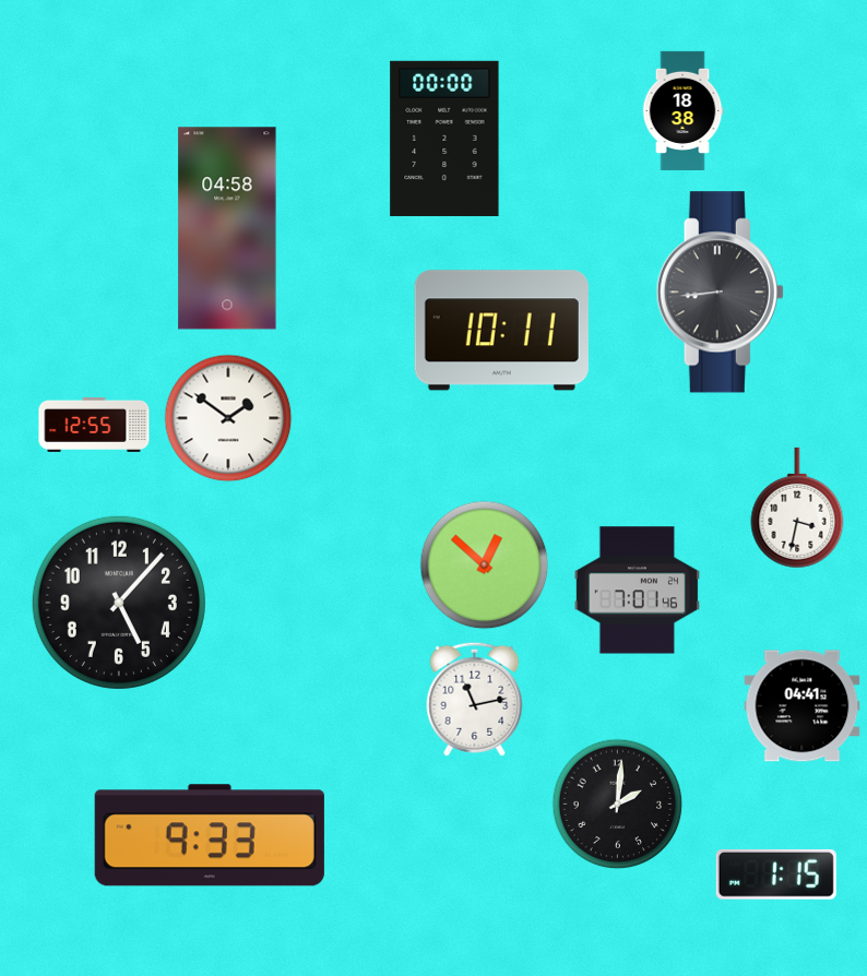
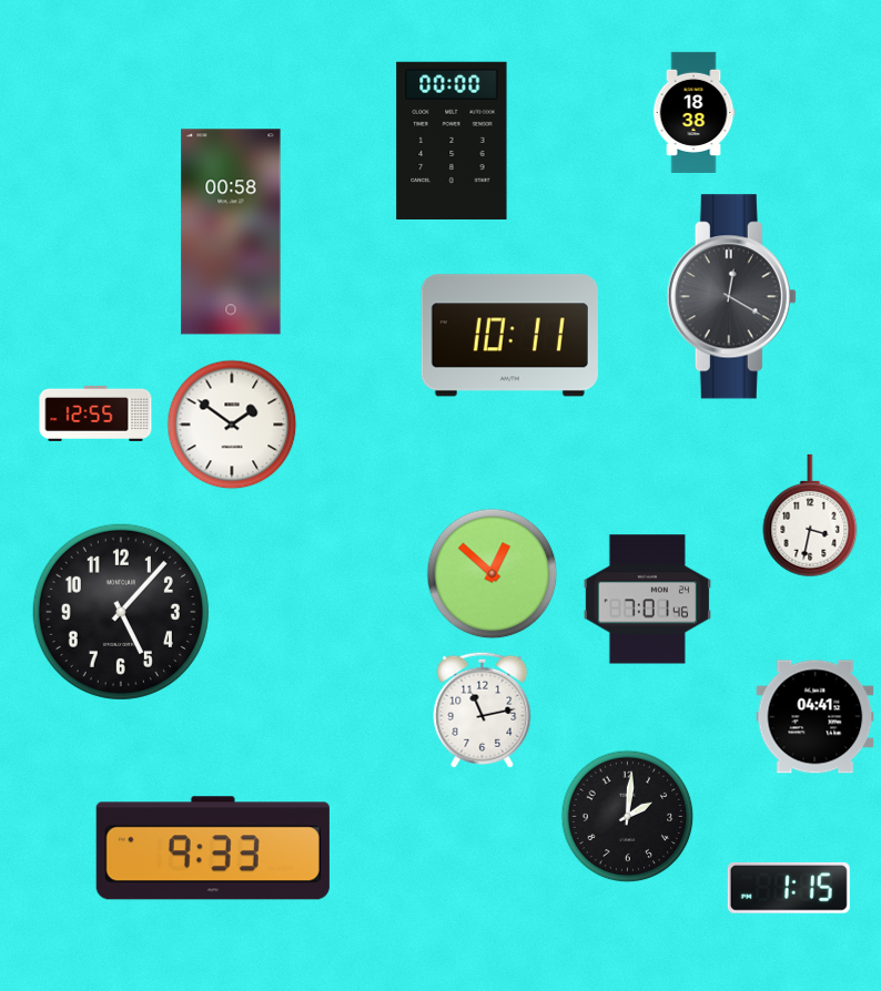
clock at (227, 228): 04:58 -> 00:58
clock at (720, 293): 8:44 -> 12:20
clock at (94, 425) position: (94, 425) -> (95, 413)
